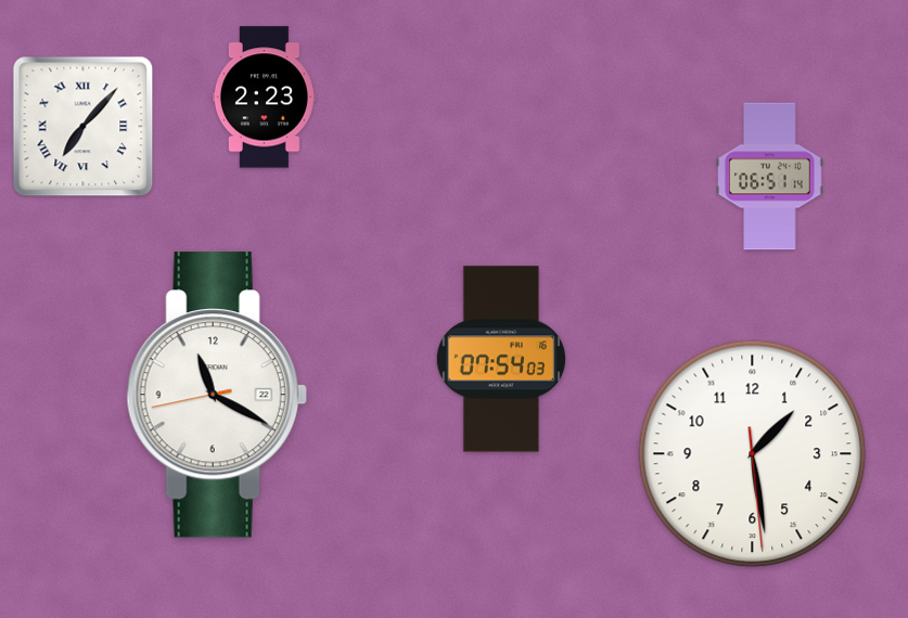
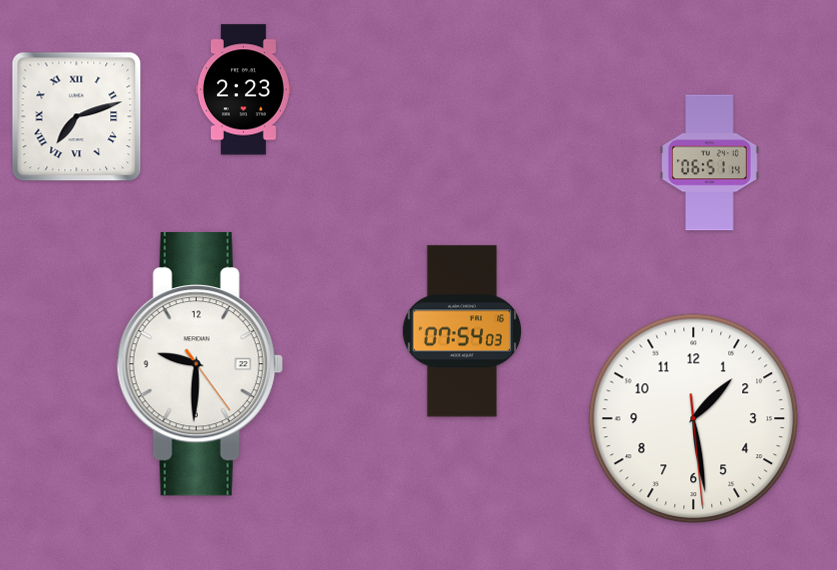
clock at (84, 127): 7:07 -> 7:12
clock at (217, 395): 11:19 -> 9:30
